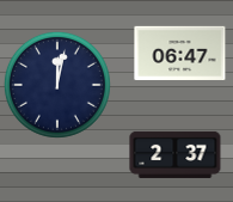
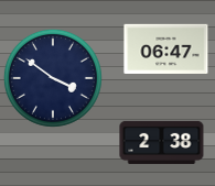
clock at (57, 85): 12:02 -> 3:51
clock at (176, 154): 2:37 -> 2:38
